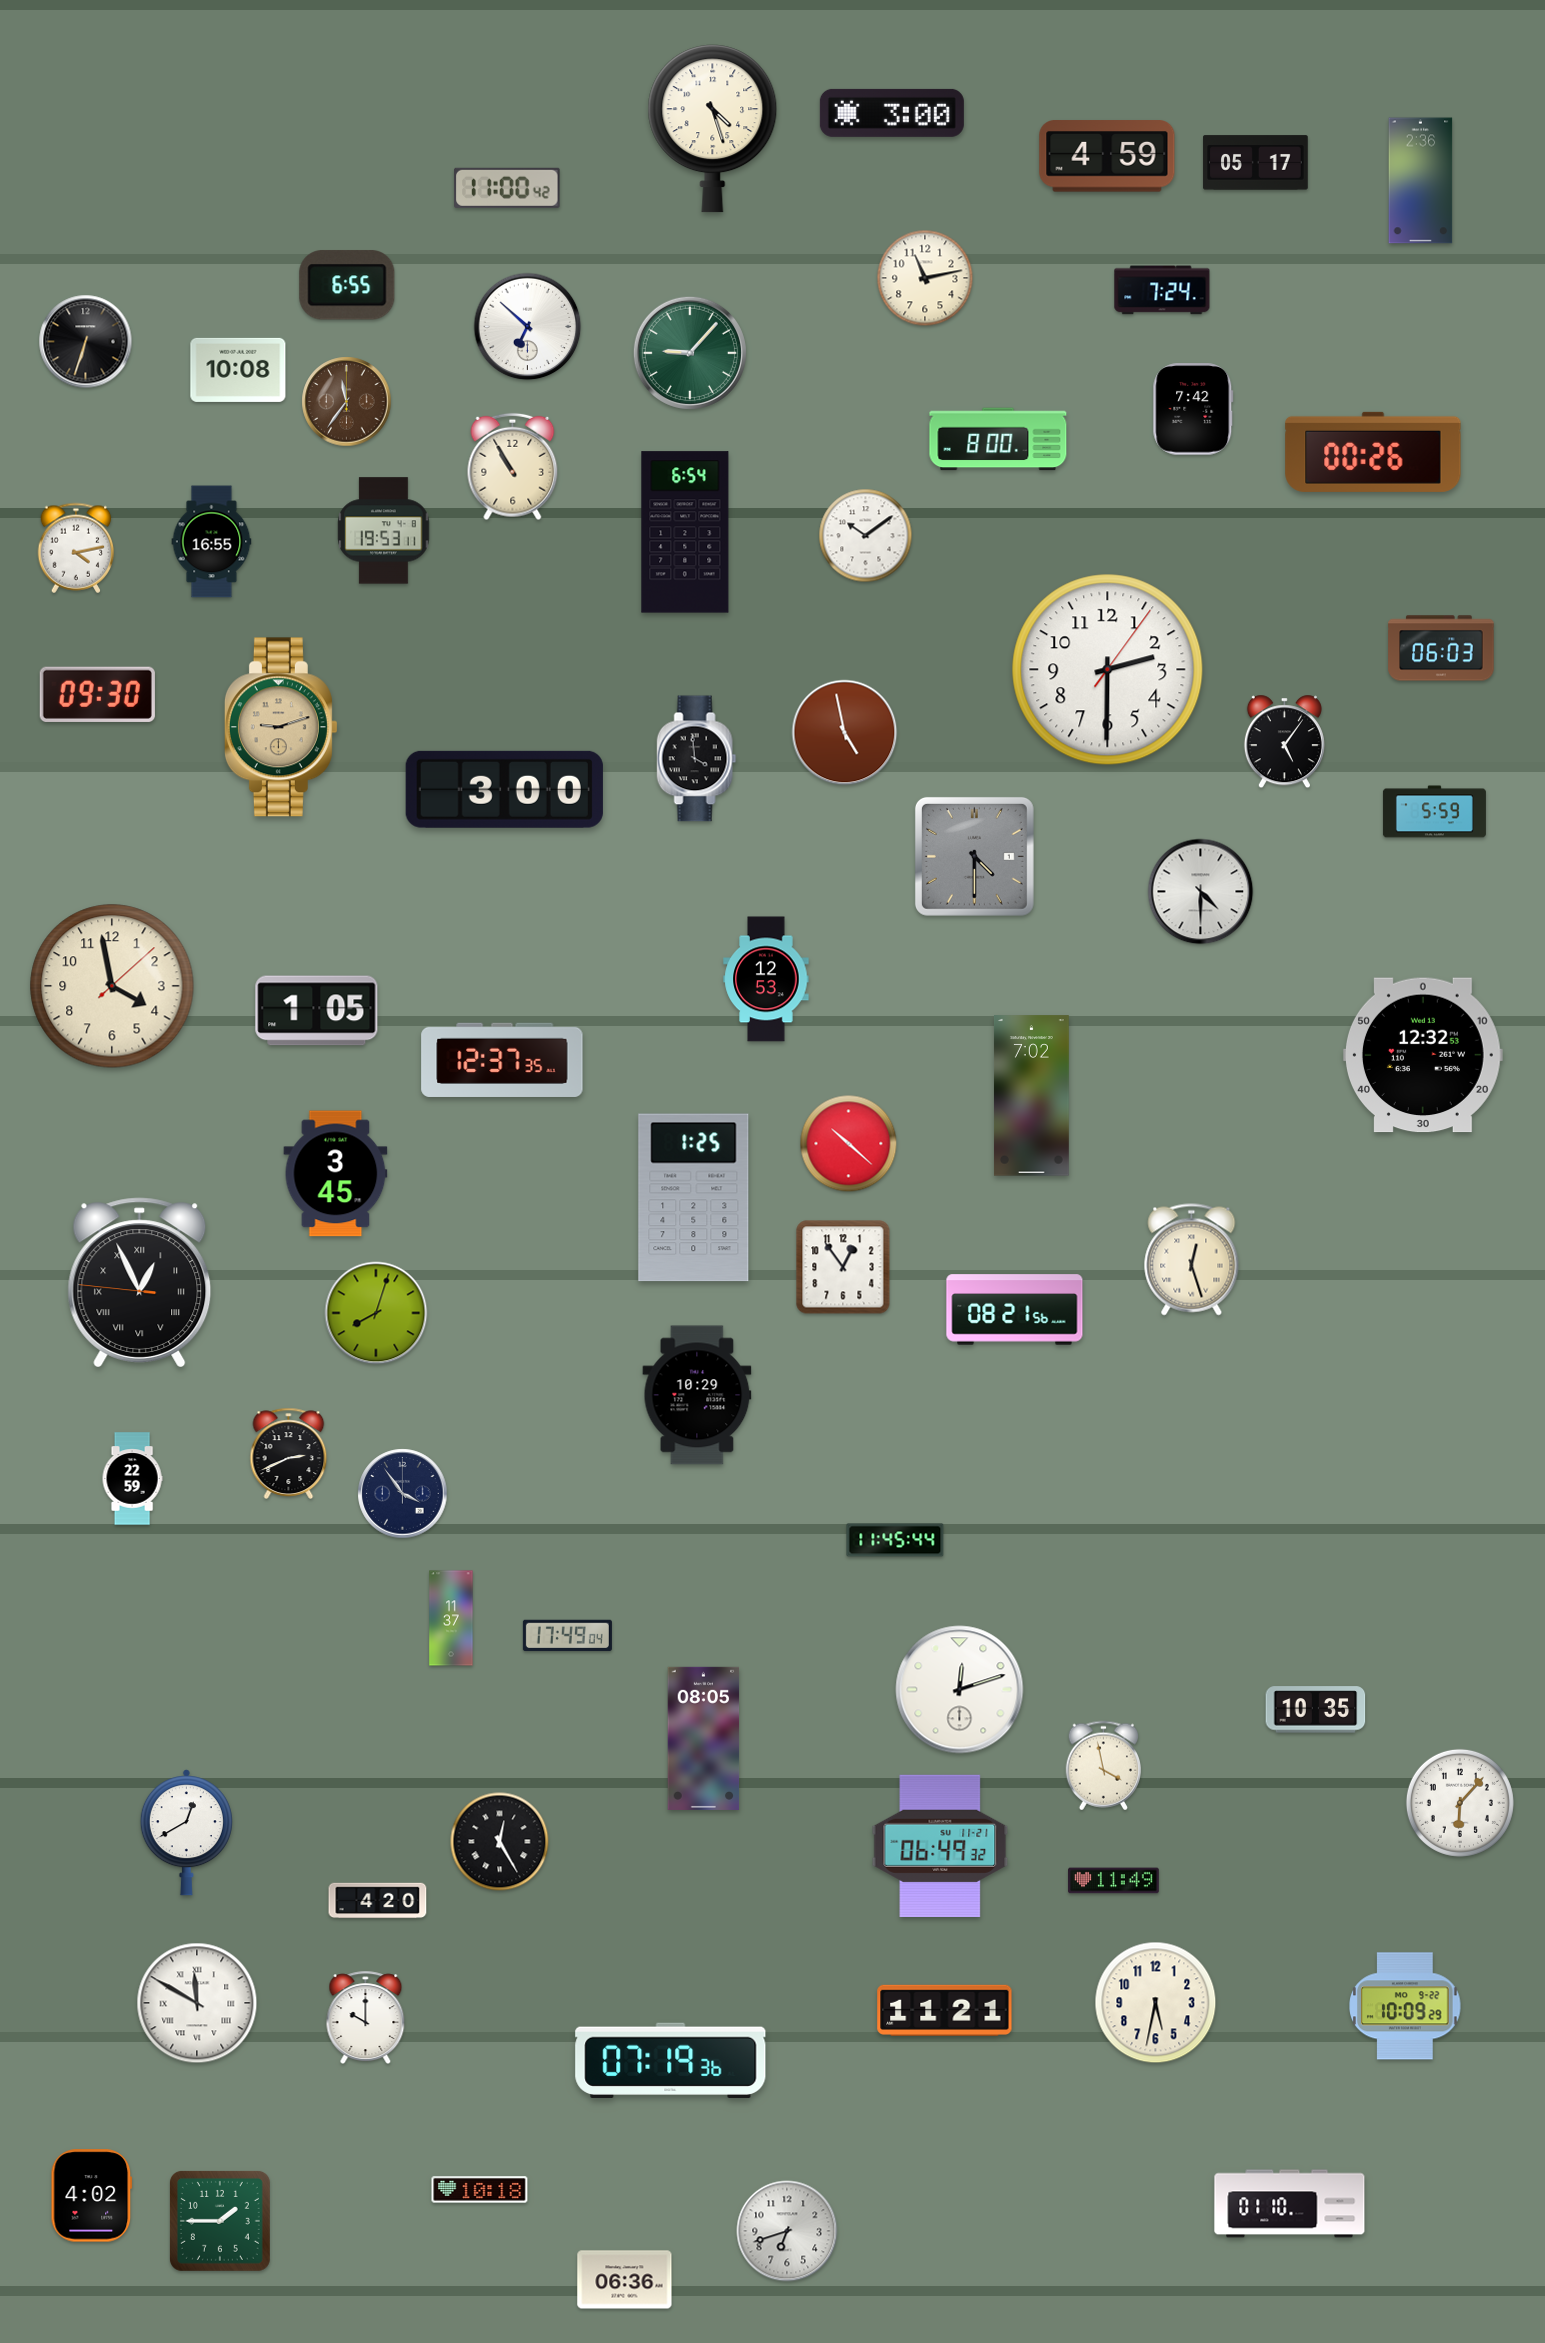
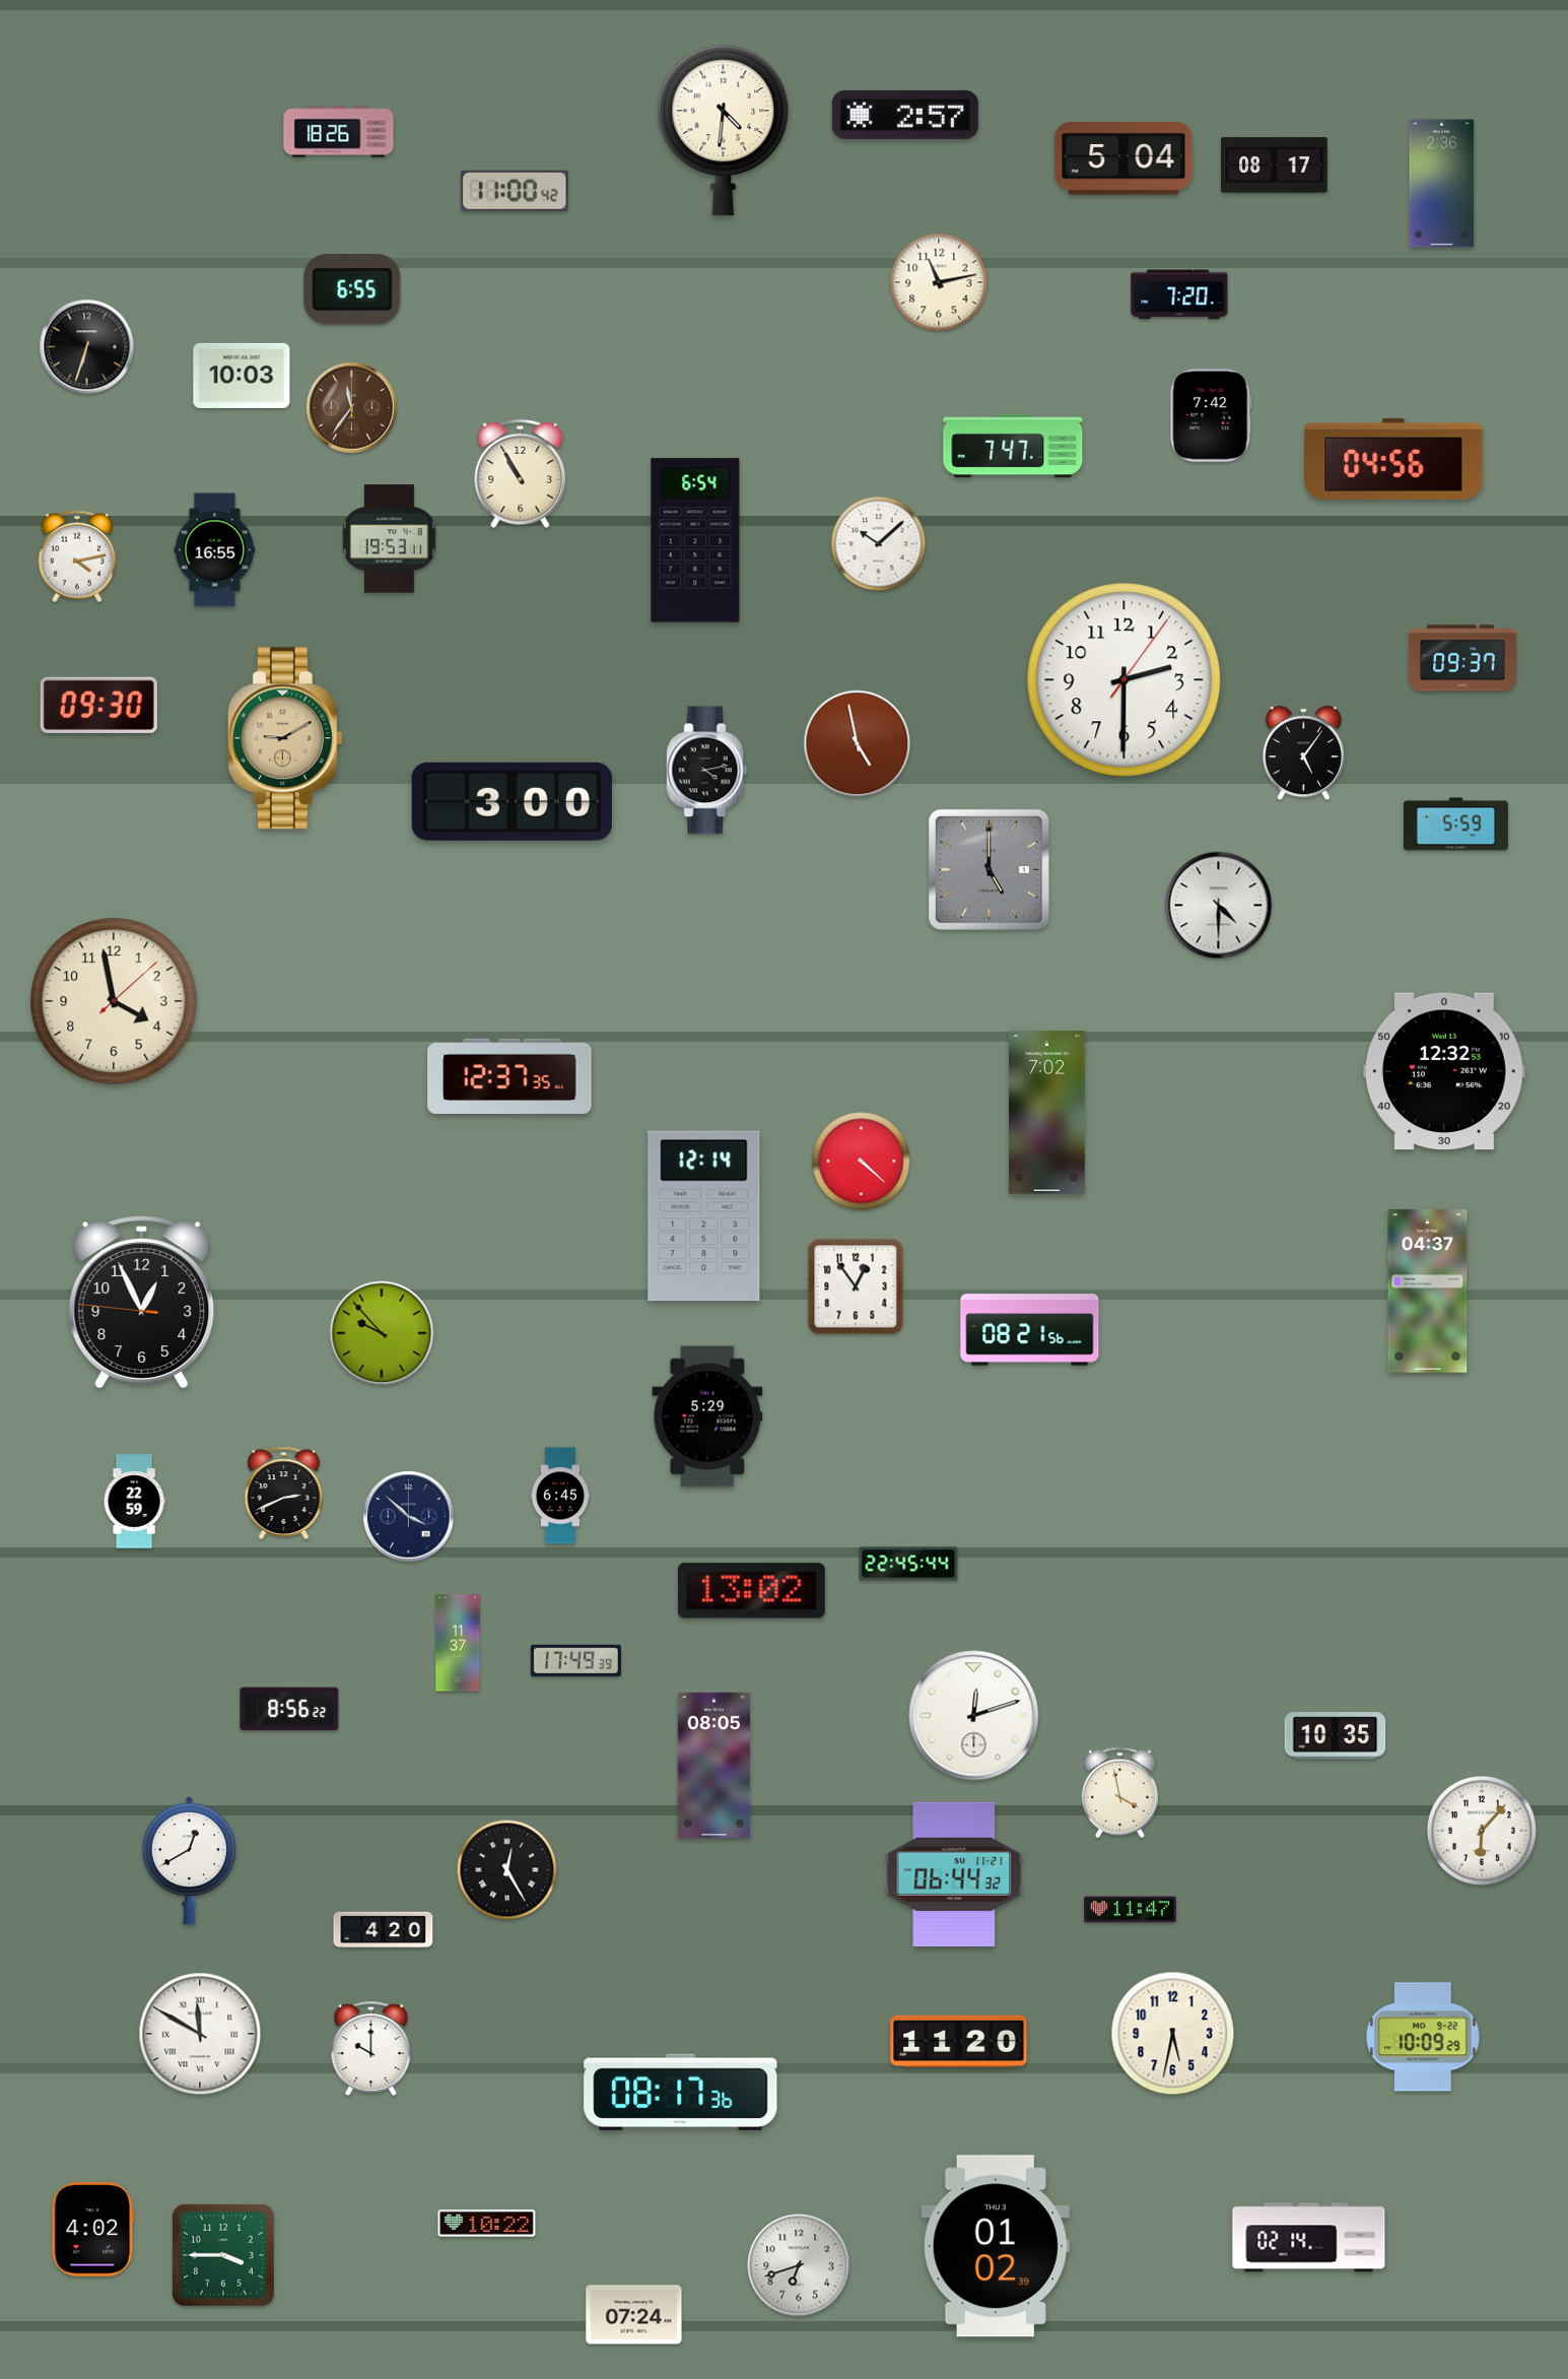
clock at (892, 113): 3:00 -> 2:57
clock at (713, 129): 4:27 -> 4:31
clock at (339, 132): none -> 18:26
clock at (1107, 156): 4:59 -> 5:04
clock at (1256, 163): 05:17 -> 08:17
clock at (1162, 290): 7:24 -> 7:20
clock at (528, 327): 6:52 -> none
clock at (690, 353): 9:07 -> none
clock at (238, 370): 10:08 -> 10:03
clock at (998, 439): 8:00 -> 7:47
clock at (1373, 452): 00:26 -> 04:56
clock at (866, 536): 10:09 -> 10:08
clock at (1441, 648): 06:03 -> 09:37
clock at (281, 727): 9:12 -> 9:10
clock at (697, 759): 3:59 -> 4:13
clock at (974, 856): 4:30 -> 5:00
clock at (766, 979): 12:53 -> none
clock at (317, 1011): 1:05 -> none
clock at (849, 1144): 10:22 -> 4:22
clock at (336, 1174): 3:45 -> none
clock at (694, 1198): 1:25 -> 12:14
clock at (1192, 1260): 12:27 -> none
clock at (1428, 1292): none -> 04:37
clock at (140, 1283) numerals: Roman -> Arabic
clock at (376, 1313): 8:03 -> 9:53
clock at (697, 1395): 10:29 -> 5:29
clock at (289, 1453) position: (289, 1453) -> (284, 1493)
clock at (560, 1496): none -> 6:45
clock at (403, 1494): 3:54 -> 3:52
clock at (895, 1540): 11:45 -> 22:45
clock at (751, 1591): none -> 13:02
clock at (567, 1636): 17:49:04 -> 17:49:39
clock at (289, 1709): none -> 8:56
clock at (940, 1846): 06:49 -> 06:44
clock at (1114, 1881): 11:49 -> 11:47
clock at (1405, 2006) position: (1405, 2006) -> (1423, 2037)
clock at (945, 2010): 11:21 -> 11:20
clock at (671, 2060): 07:19 -> 08:17
clock at (480, 2190): 10:18 -> 10:22
clock at (1290, 2204): 01:10 -> 02:14
clock at (996, 2246): none -> 01:02
clock at (220, 2221): 1:45 -> 3:45
clock at (625, 2280): 06:36 -> 07:24
